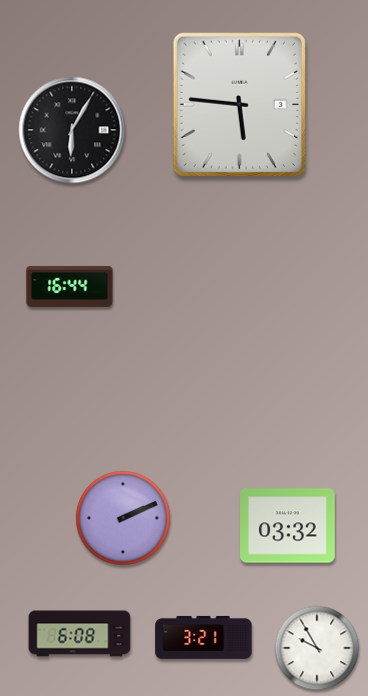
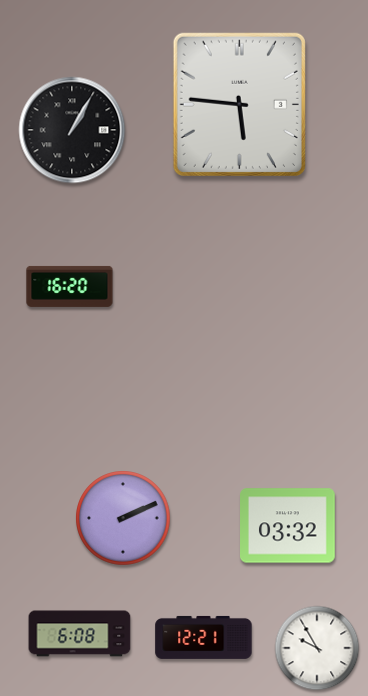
clock at (72, 130): 6:05 -> 1:05
clock at (70, 286): 16:44 -> 16:20
clock at (204, 637): 3:21 -> 12:21
